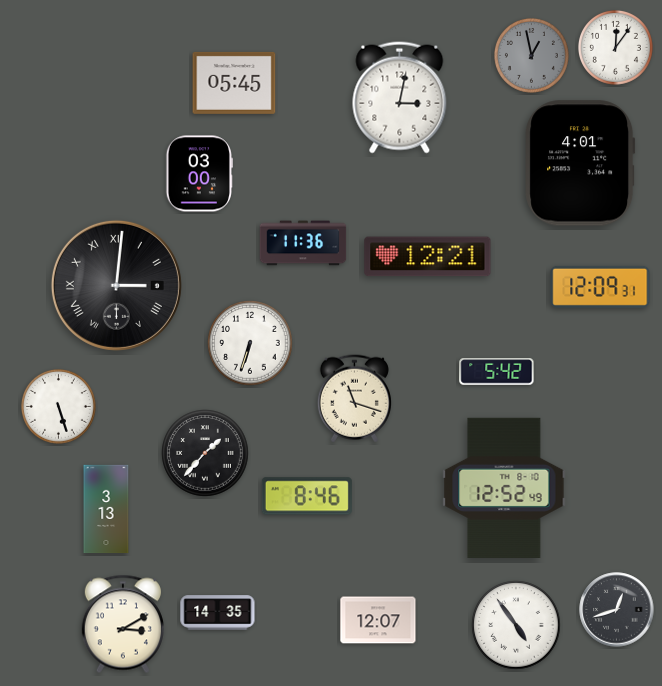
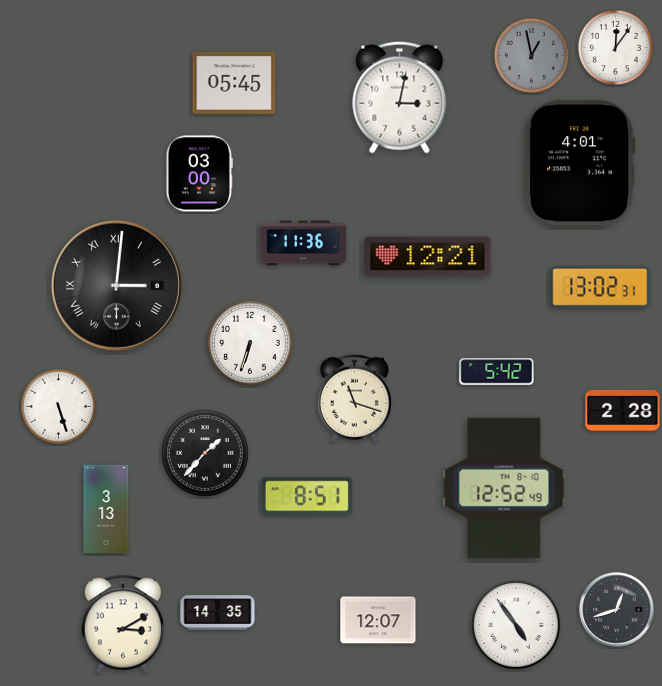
clock at (600, 287): 12:09 -> 13:02
clock at (623, 410): none -> 2:28
clock at (307, 496): 8:46 -> 8:51
